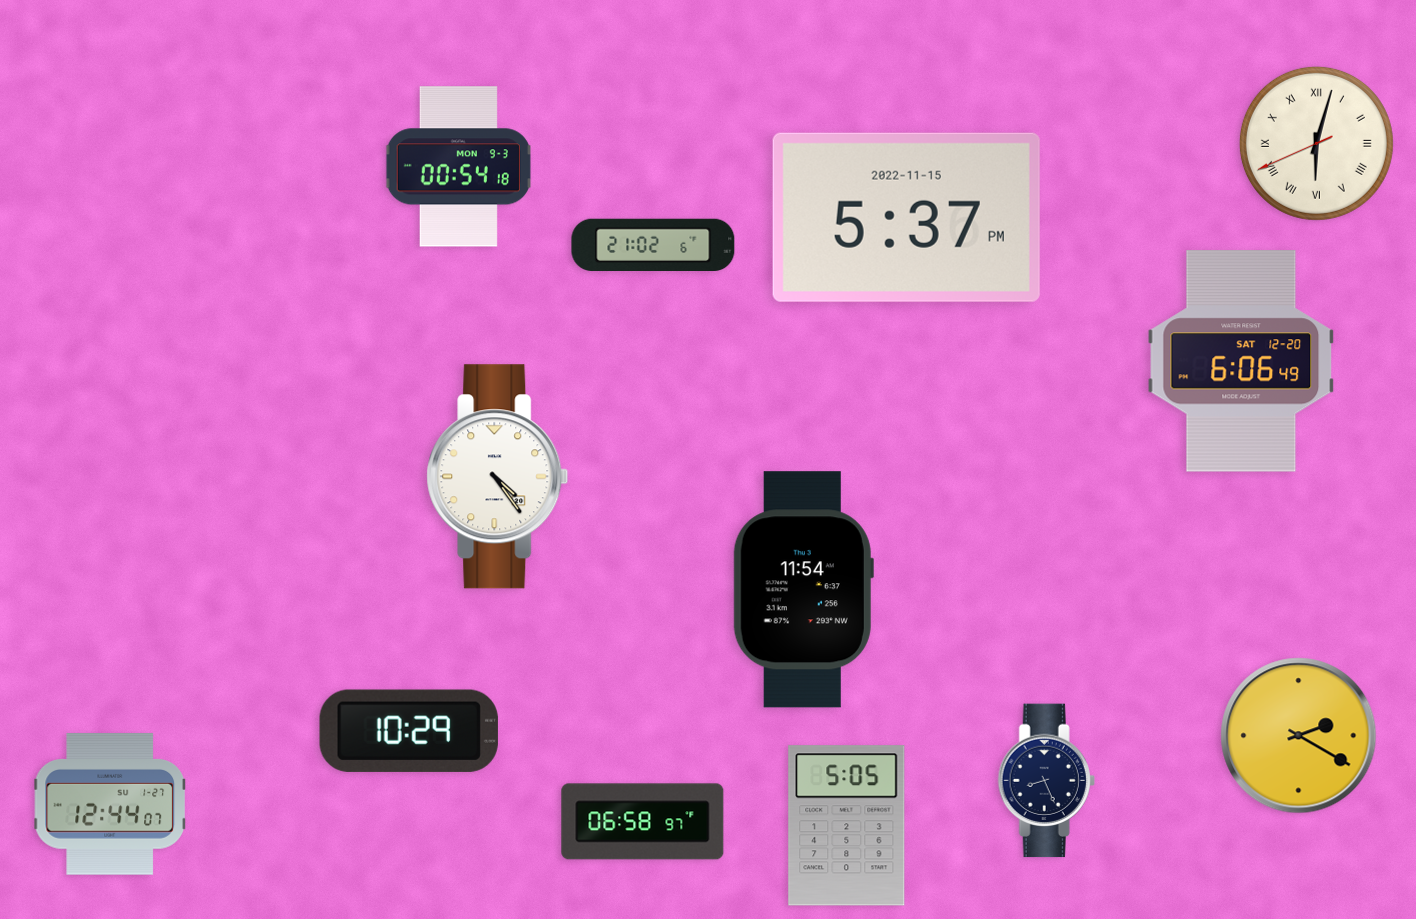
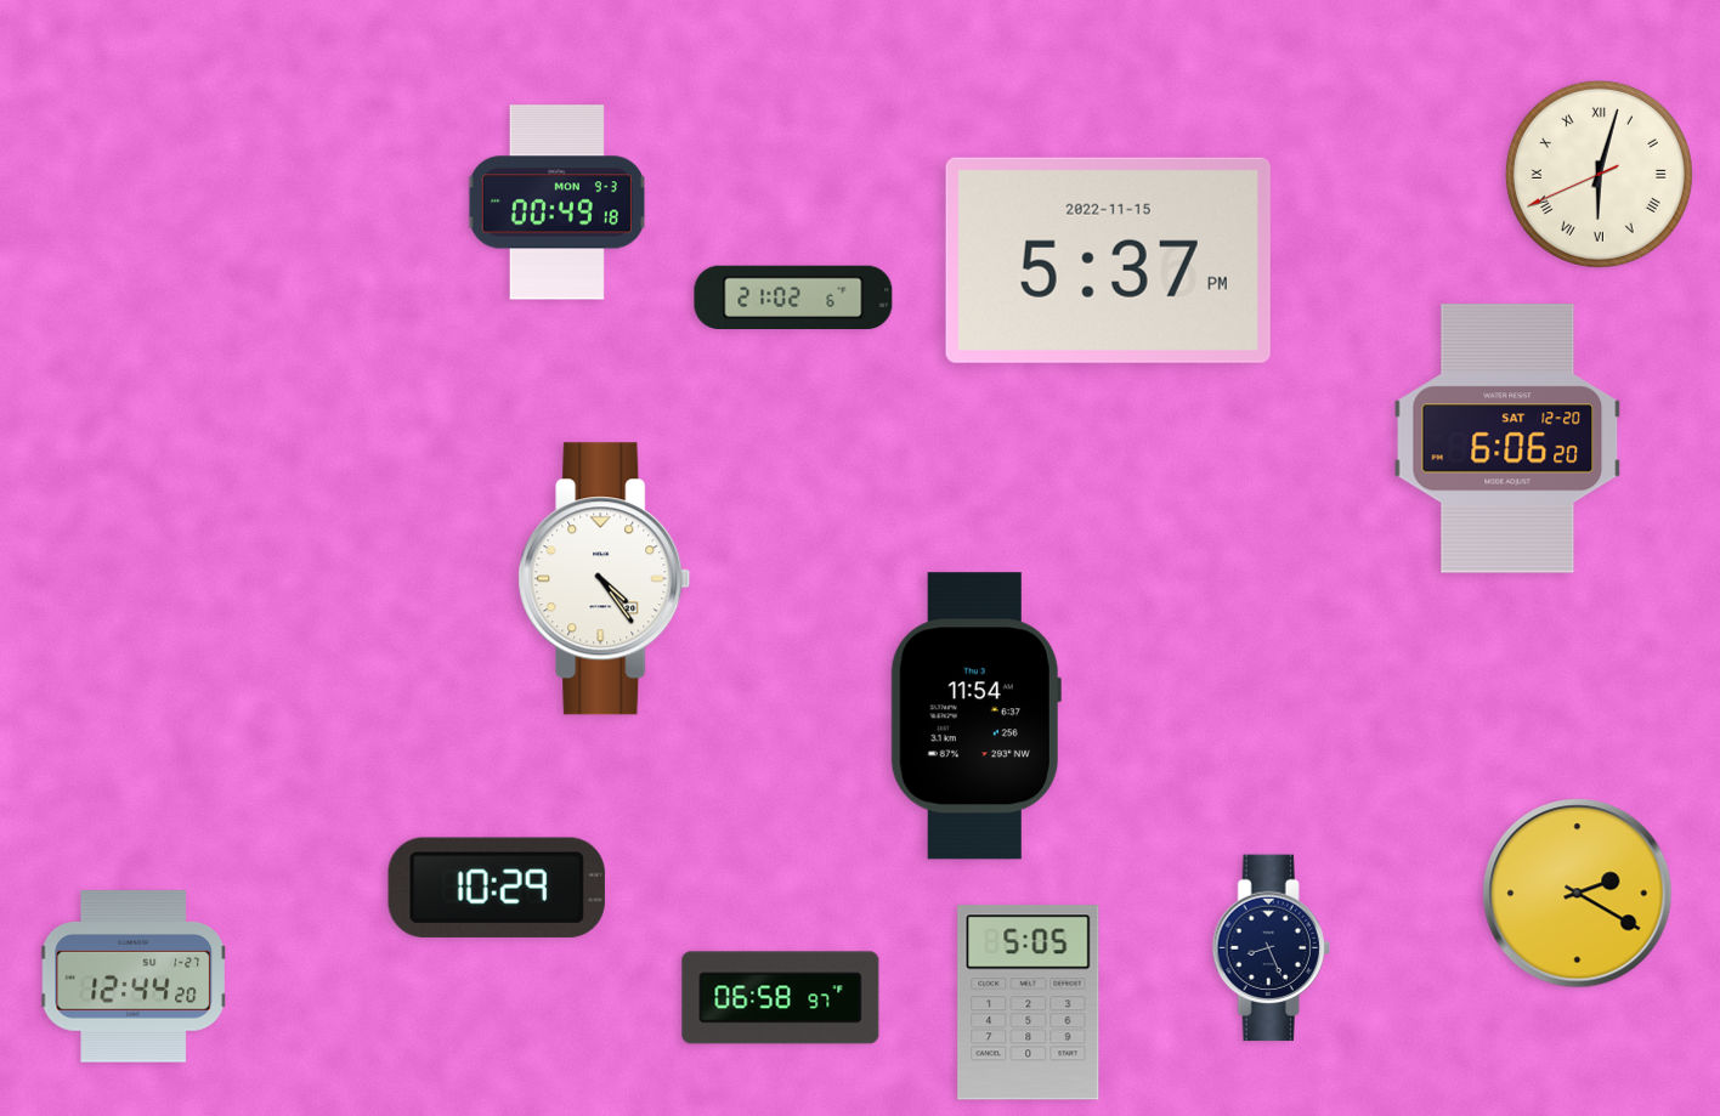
clock at (458, 167): 00:54 -> 00:49
clock at (906, 217) position: (906, 217) -> (1108, 260)
clock at (1241, 361): 6:06:49 -> 6:06:20
clock at (111, 804): 12:44:07 -> 12:44:20
